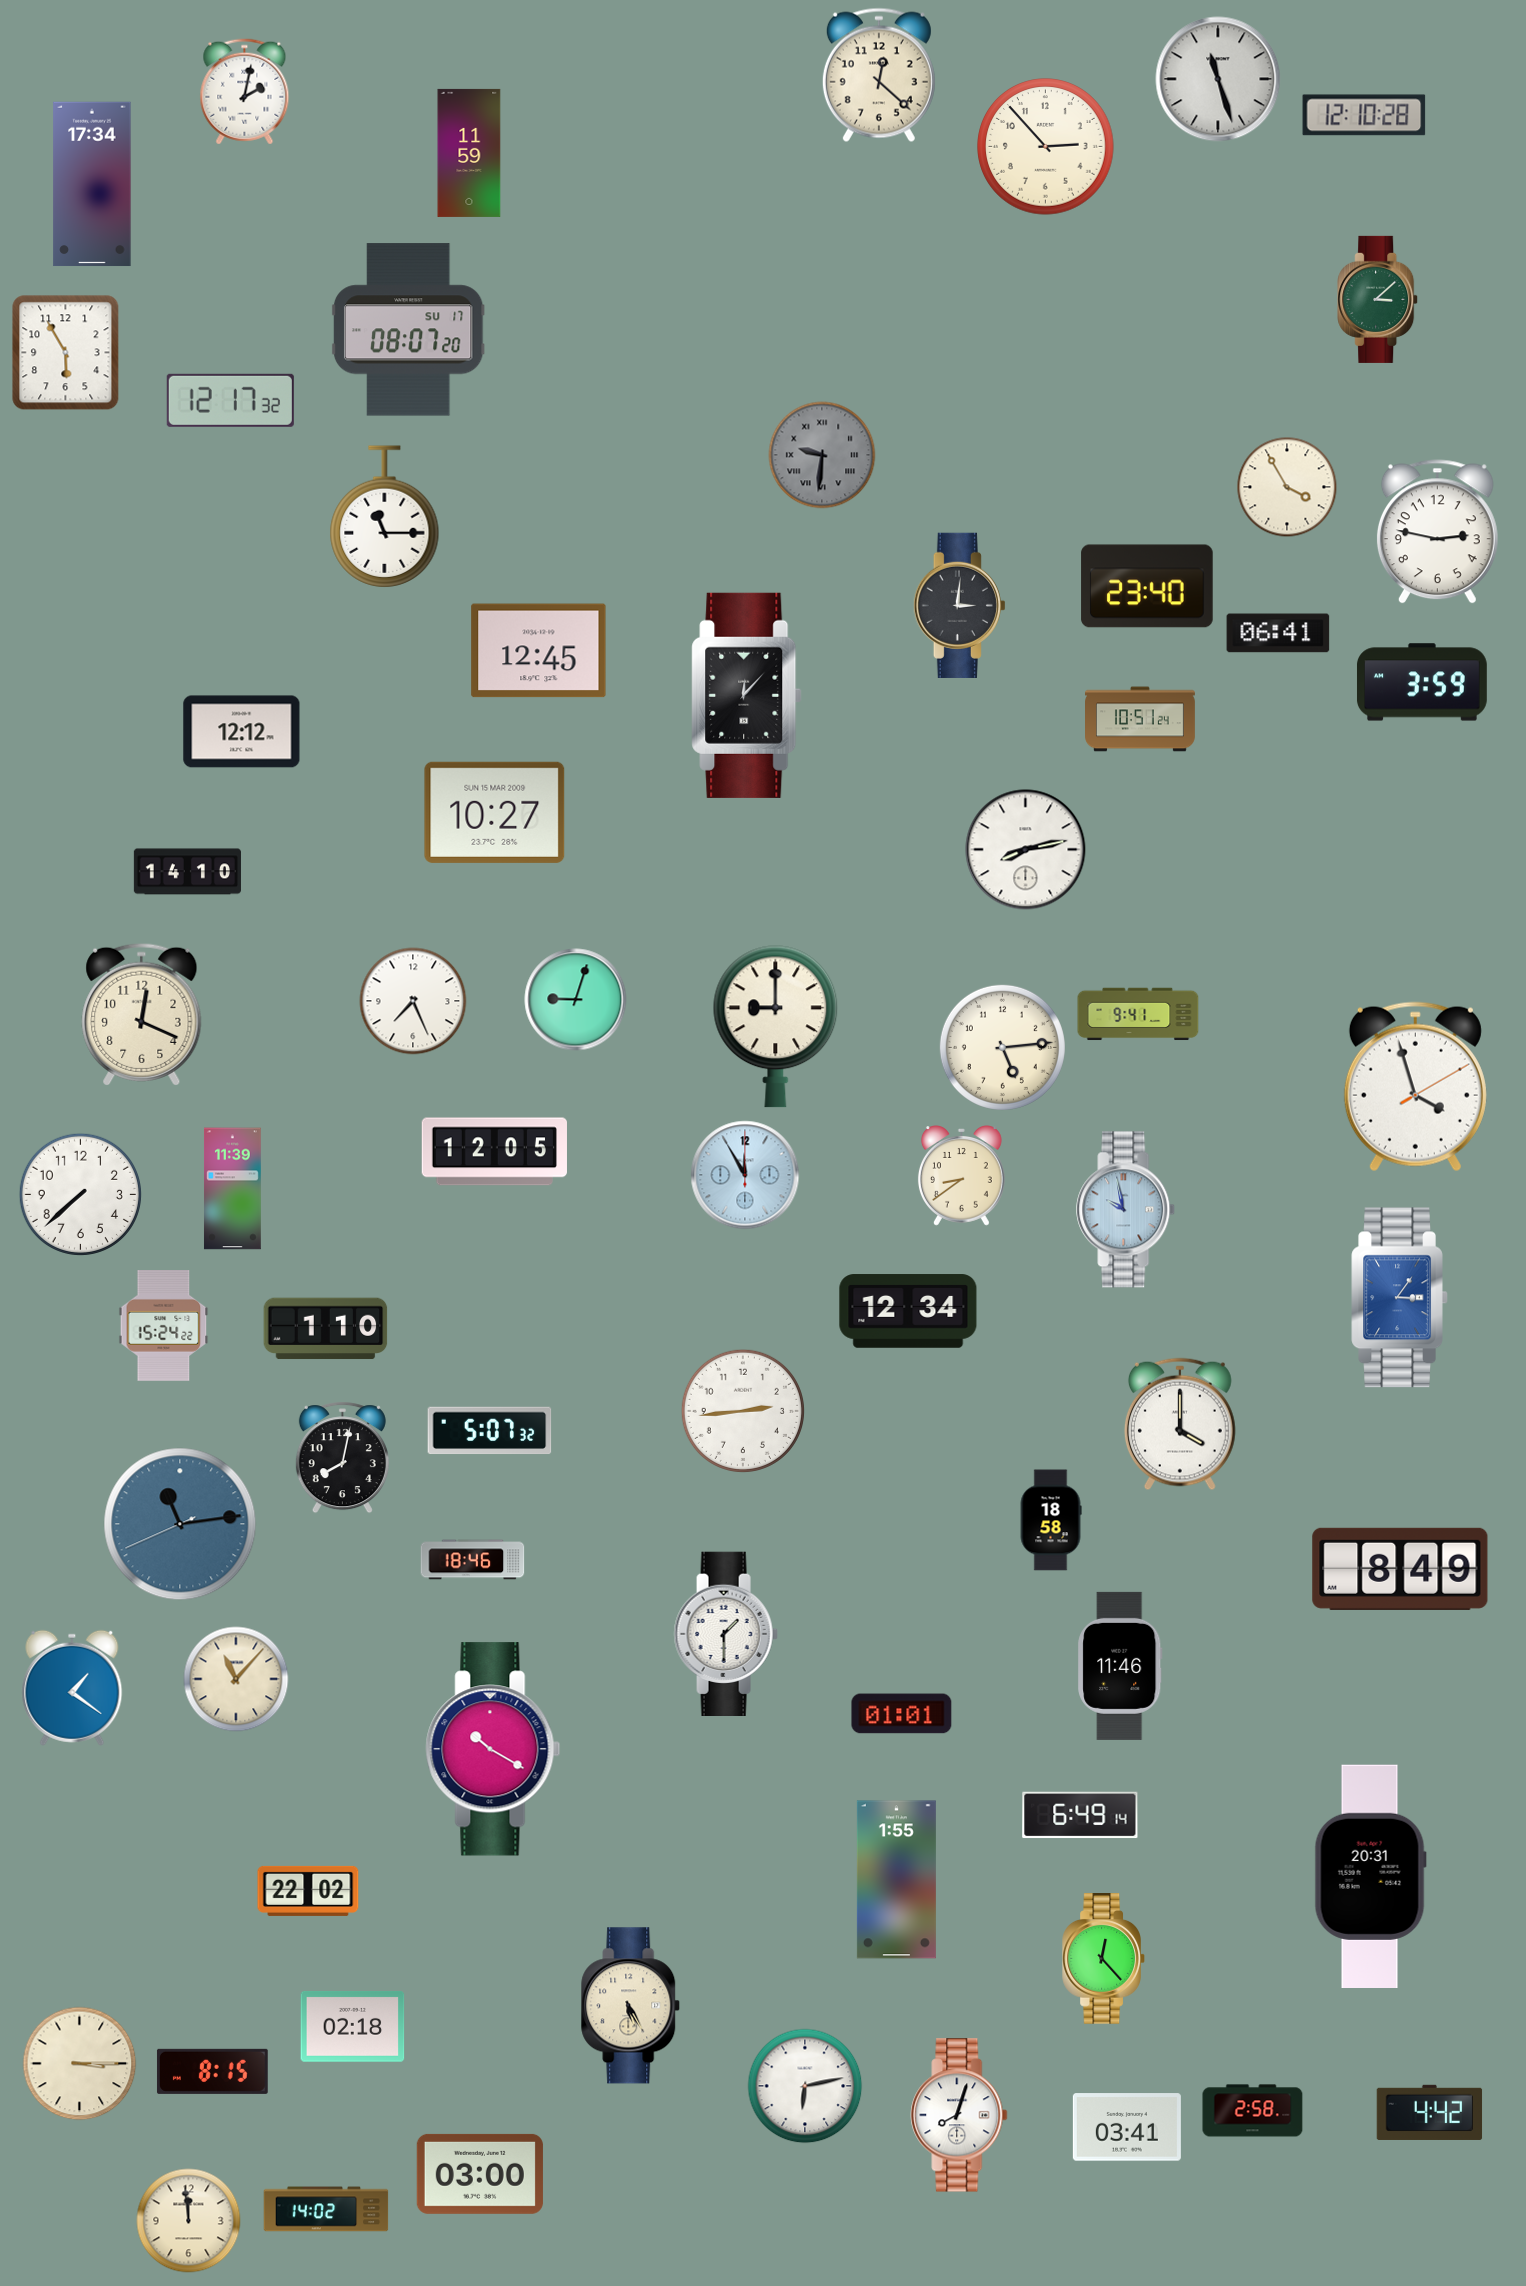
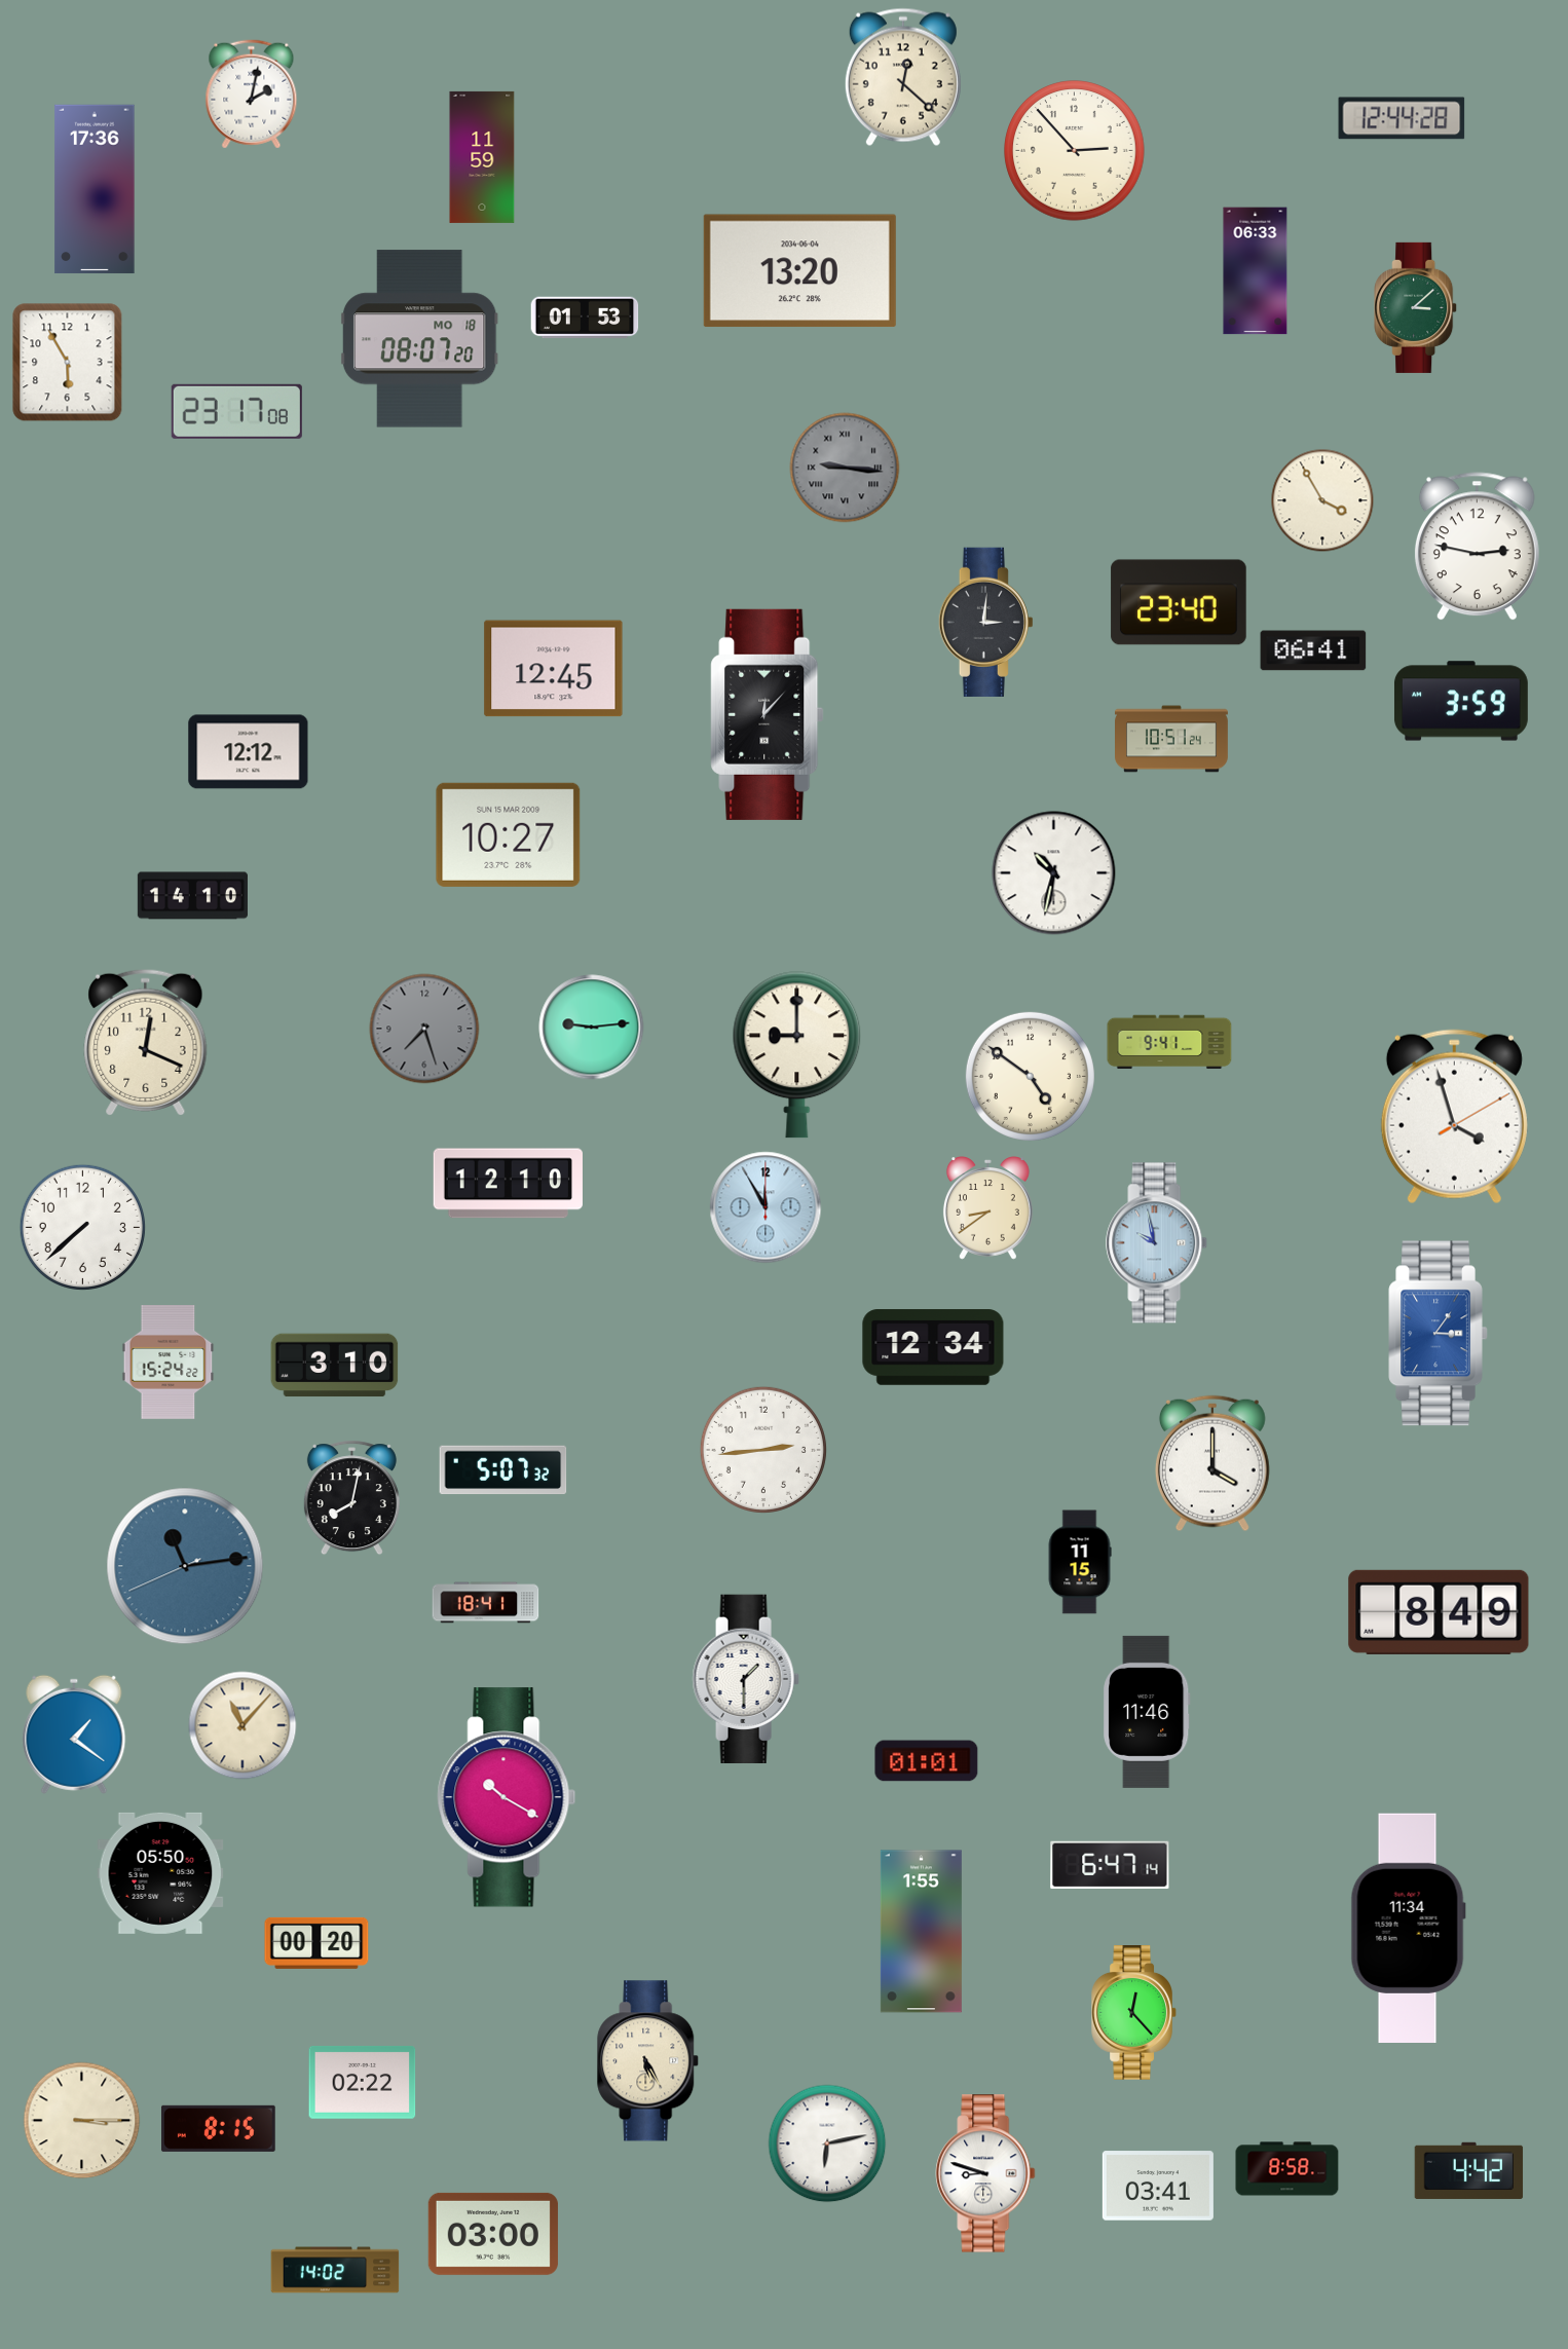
clock at (1218, 79): 11:27 -> none
clock at (1364, 115): 12:10 -> 12:44
clock at (92, 184): 17:34 -> 17:36
clock at (799, 271): none -> 13:20
clock at (1256, 271): none -> 06:33
clock at (585, 318): none -> 01:53
clock at (408, 330) date: SU 17 -> MO 18
clock at (230, 400): 12:17 -> 23:17
clock at (822, 455): 9:31 -> 9:16
clock at (385, 517): 11:15 -> none
clock at (1026, 850): 8:13 -> 10:32
clock at (576, 1000): 9:03 -> 9:14
clock at (413, 1001): 7:26 -> 7:27
clock at (413, 1001) dial: white -> grey
clock at (1002, 1047): 5:14 -> 4:51
clock at (494, 1152): 12:05 -> 12:10
clock at (233, 1189): 11:39 -> none
clock at (326, 1329): 1:10 -> 3:10
clock at (1051, 1520): 18:58 -> 11:15
clock at (473, 1560): 18:46 -> 18:41
clock at (1120, 1666) position: (1120, 1666) -> (1147, 1712)
clock at (1080, 1815): 6:49 -> 6:47
clock at (160, 1873): none -> 05:50
clock at (1370, 1876): 20:31 -> 11:34
clock at (308, 1891): 22:02 -> 00:20
clock at (353, 2026): 02:18 -> 02:22
clock at (1253, 2111): 2:58 -> 8:58
clock at (959, 2115): 8:03 -> 8:48
clock at (189, 2221): 11:59 -> none
